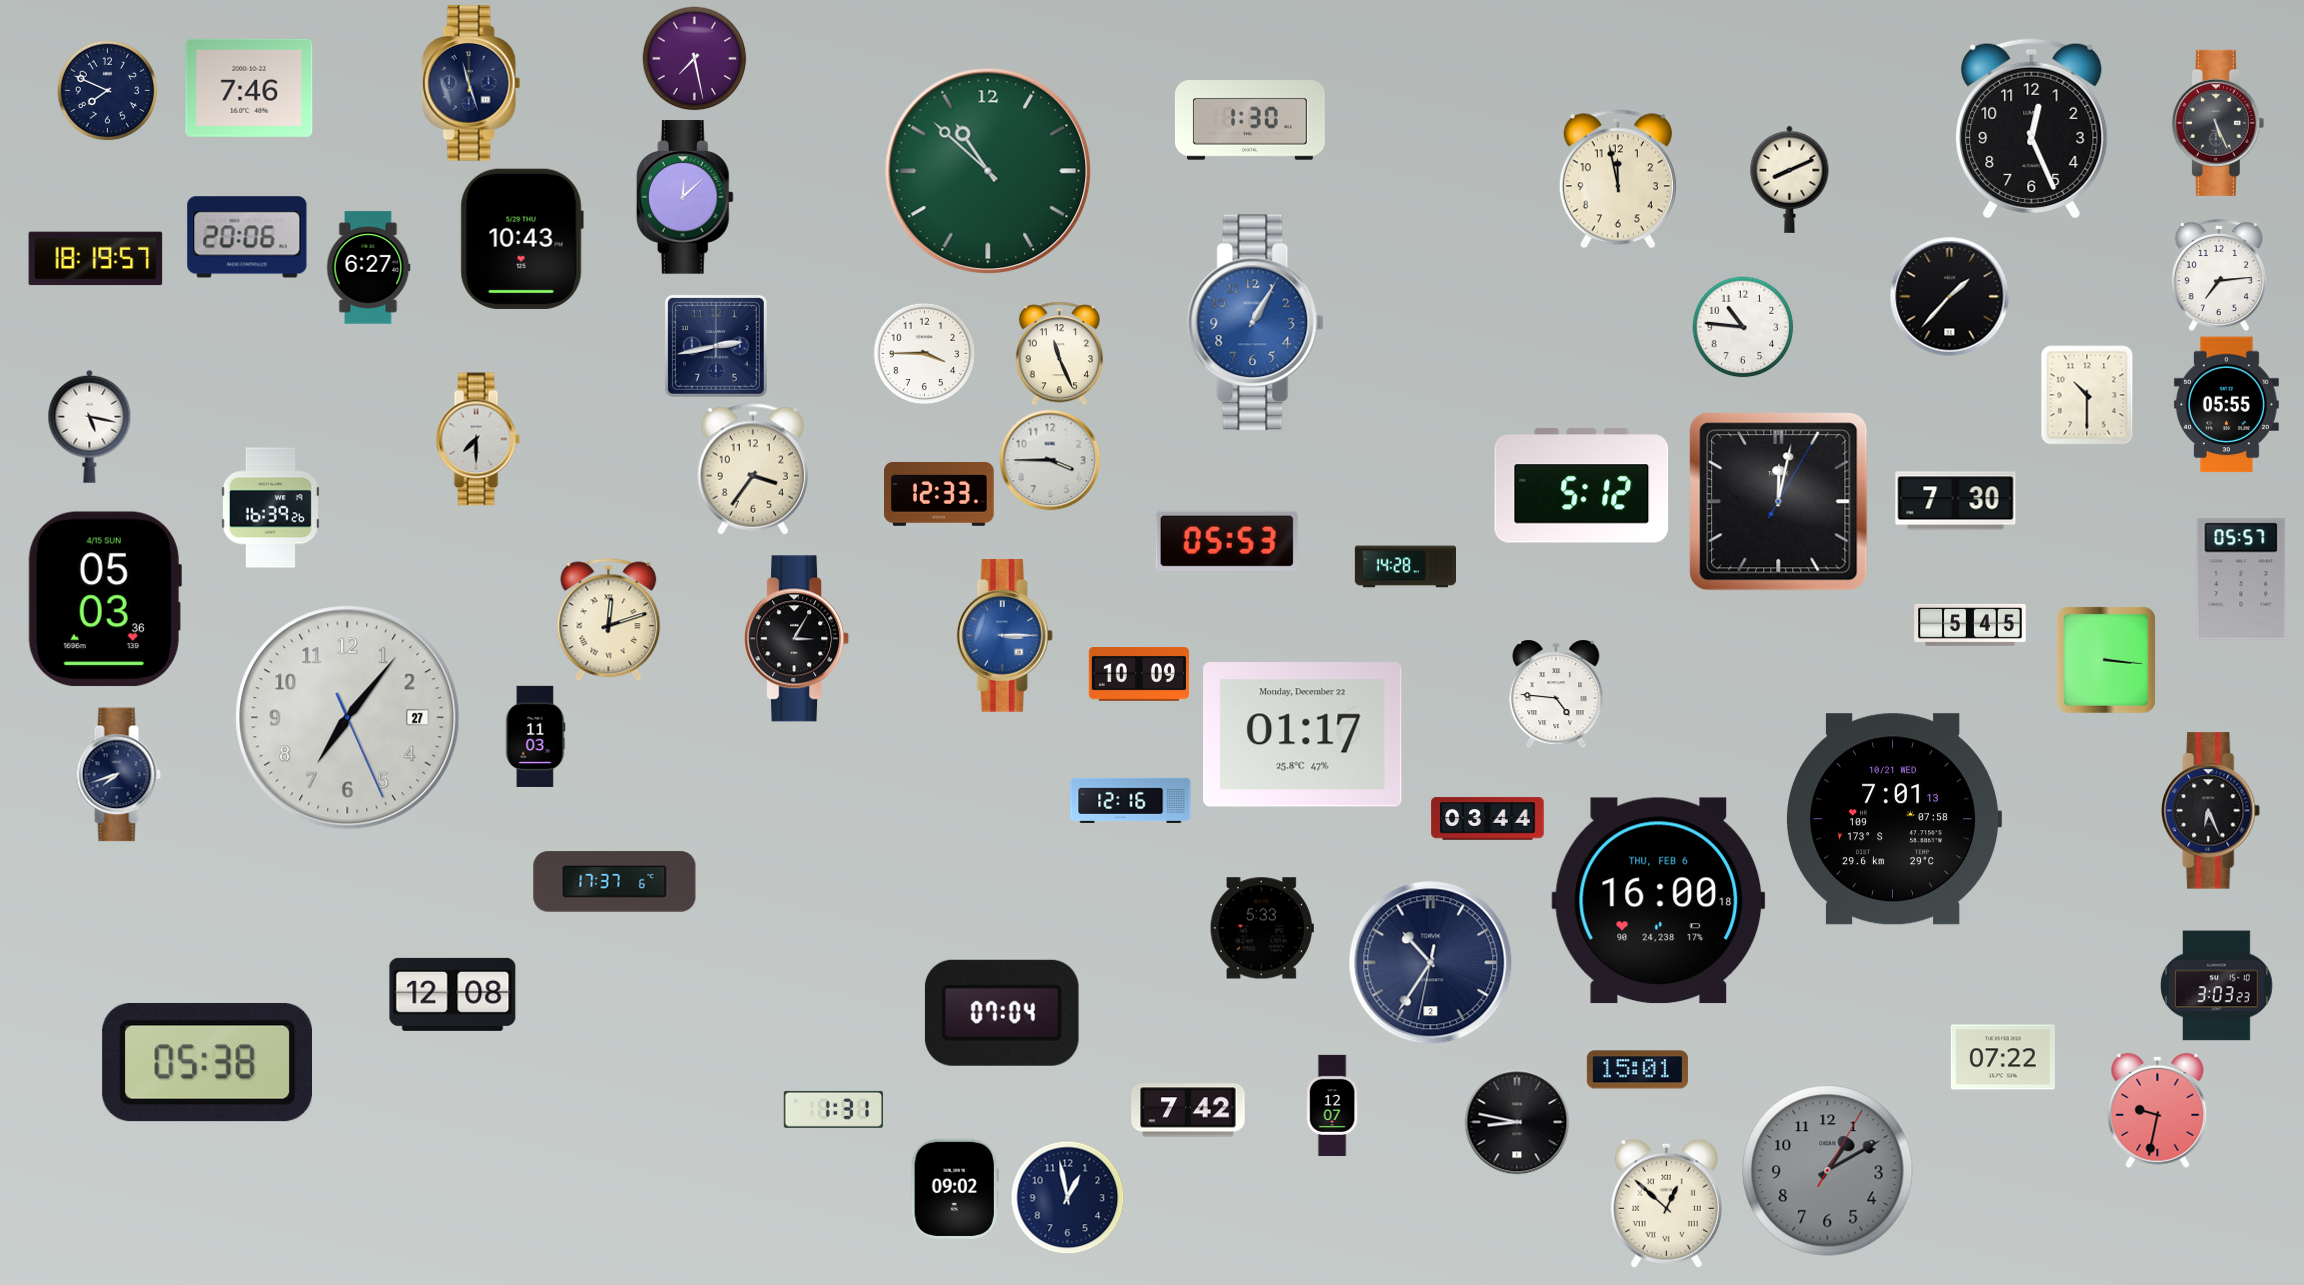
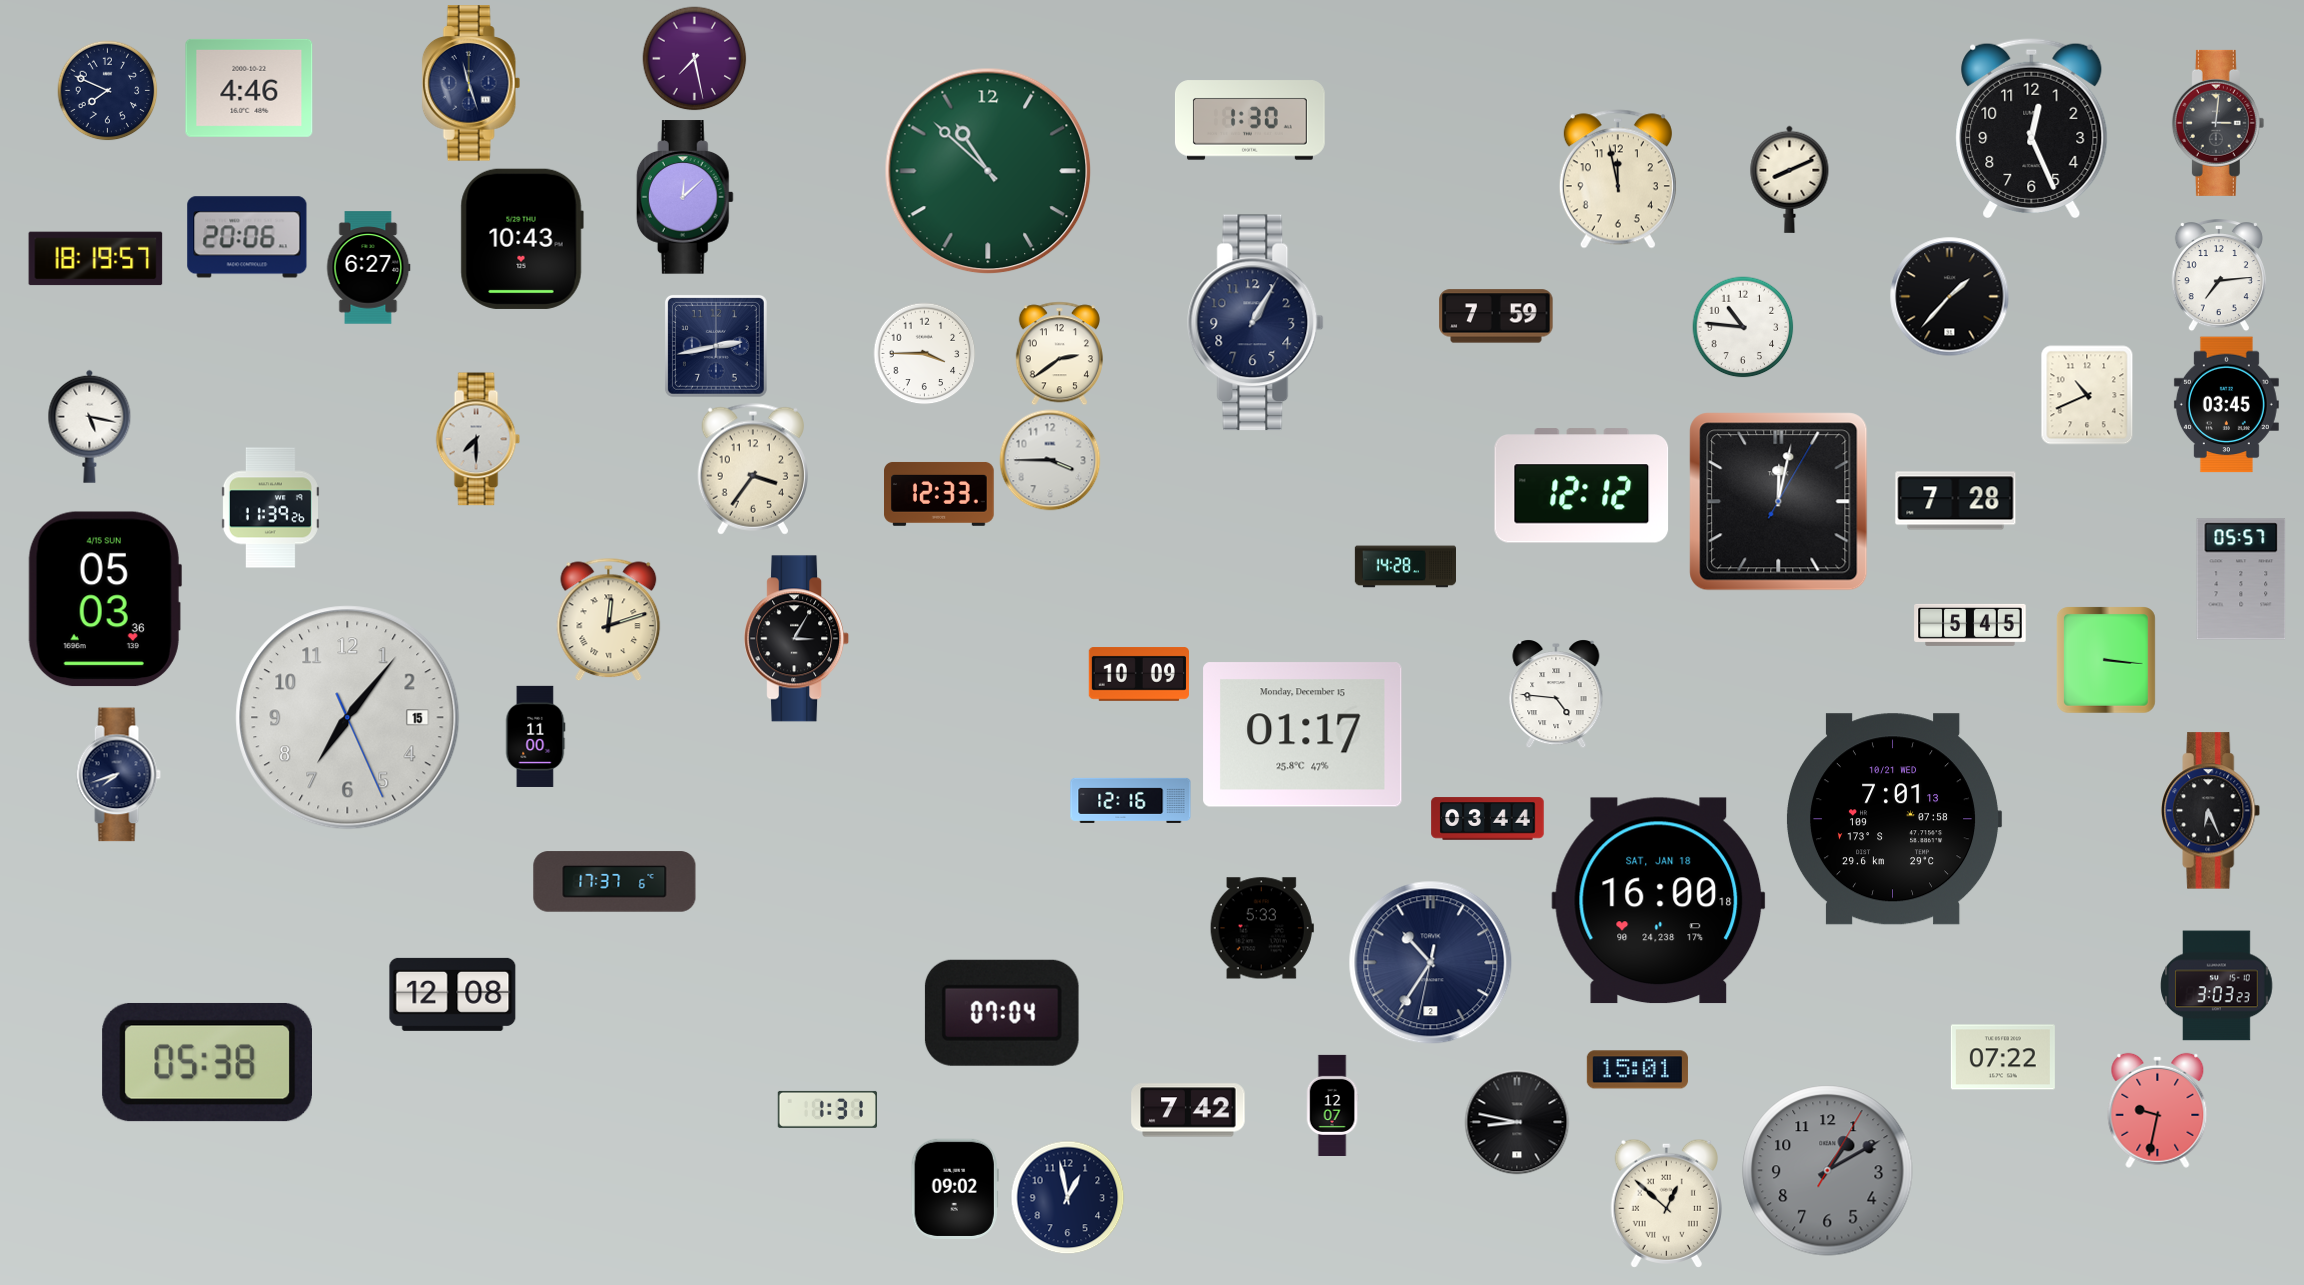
clock at (249, 88): 7:46 -> 4:46
clock at (2218, 123): 5:26 -> 3:01
clock at (1496, 316): none -> 7:59
clock at (1256, 323) dial: blue -> navy
clock at (1059, 354): 11:26 -> 2:39
clock at (2087, 395): 10:30 -> 10:41
clock at (2226, 405): 05:55 -> 03:45
clock at (1582, 486): 5:12 -> 12:12
clock at (1956, 501): 7:30 -> 7:28
clock at (270, 508): 16:39 -> 11:39
clock at (1227, 541): 05:53 -> none
clock at (1004, 636): 3:15 -> none
clock at (348, 718) date: 27 -> 15
clock at (1303, 735) date: Monday, December 22 -> Monday, December 15
clock at (535, 736): 11:03 -> 11:00
clock at (1659, 901) date: THU, FEB 6 -> SAT, JAN 18
clock at (833, 1109) position: (833, 1109) -> (827, 1109)
